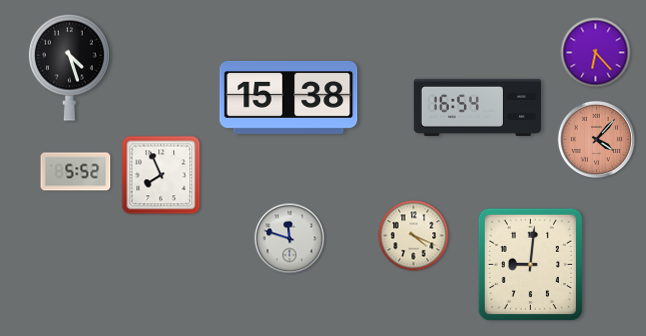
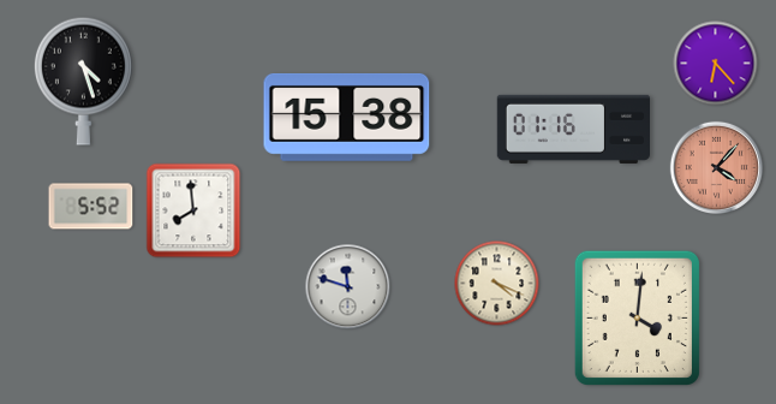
clock at (477, 107): 16:54 -> 01:16
clock at (161, 175): 7:56 -> 7:59
clock at (530, 264): 9:01 -> 4:01
